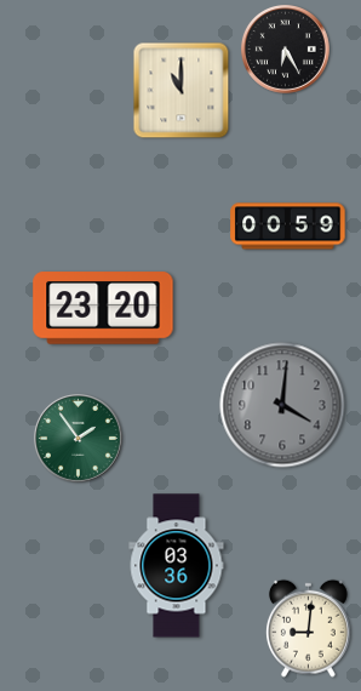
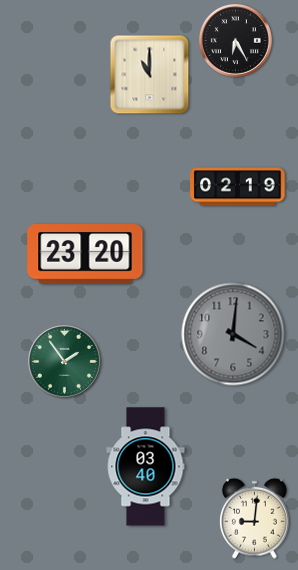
clock at (288, 227): 00:59 -> 02:19
clock at (177, 566): 03:36 -> 03:40
